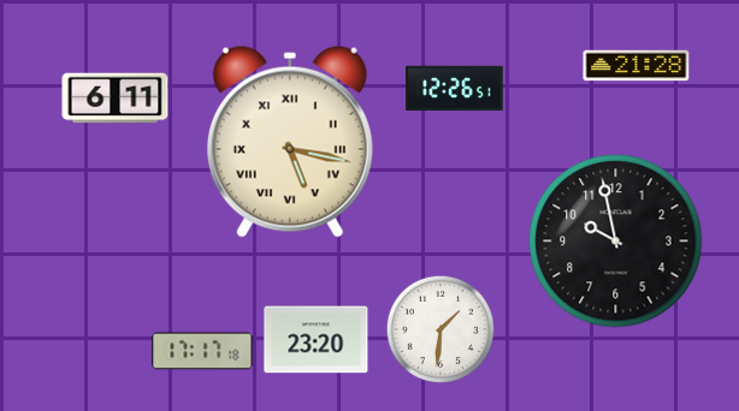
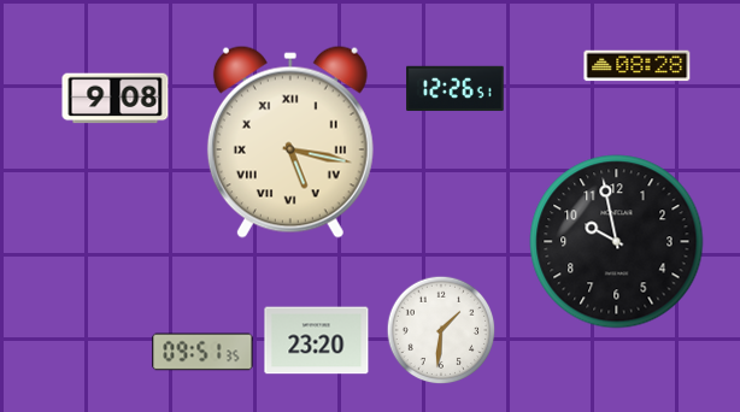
clock at (637, 66): 21:28 -> 08:28
clock at (116, 99): 6:11 -> 9:08
clock at (202, 351): 17:17 -> 09:51
